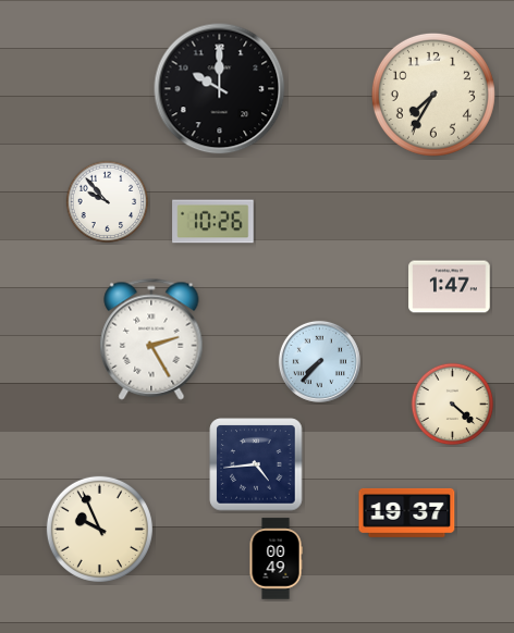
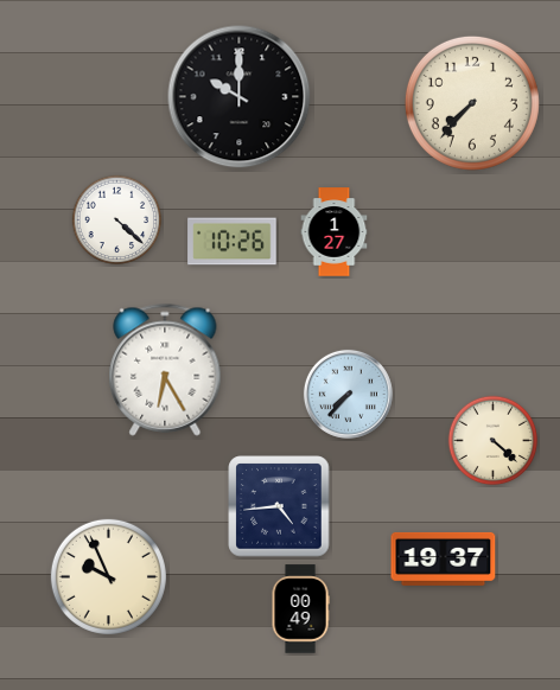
clock at (433, 95): 7:35 -> 7:37
clock at (108, 202): 9:53 -> 4:22
clock at (335, 232): none -> 1:27
clock at (450, 287): 1:47 -> none
clock at (151, 339): 2:25 -> 6:25
